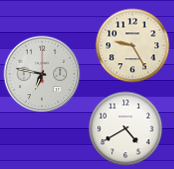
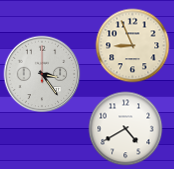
clock at (133, 46): 9:25 -> 8:56
clock at (42, 74): 6:47 -> 3:24
